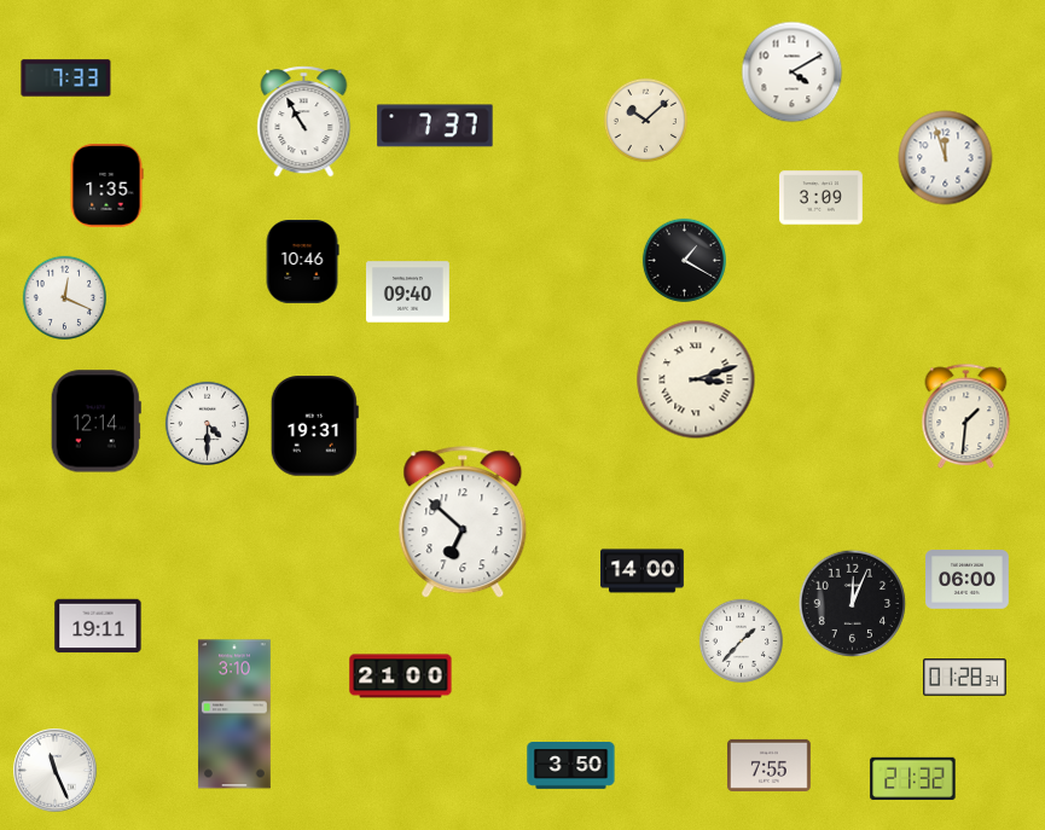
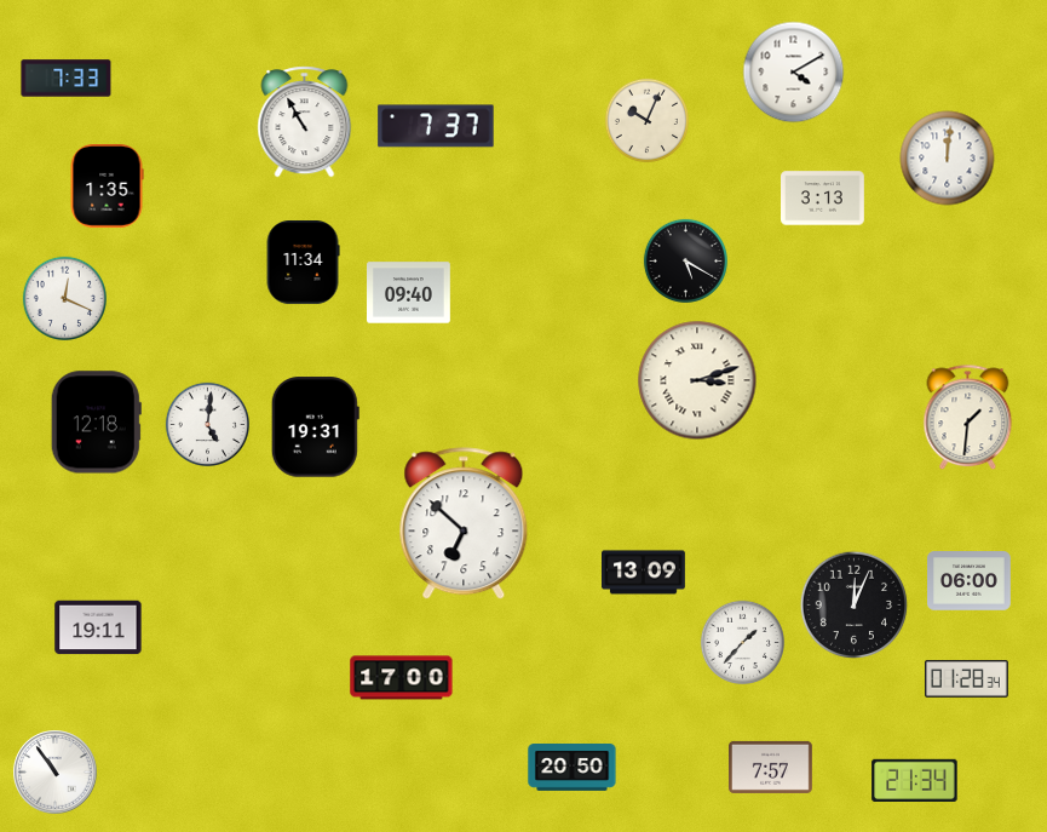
clock at (645, 120): 10:08 -> 10:04
clock at (946, 158): 11:57 -> 12:01
clock at (822, 198): 3:09 -> 3:13
clock at (684, 260): 1:20 -> 5:20
clock at (302, 262): 10:46 -> 11:34
clock at (95, 422): 12:14 -> 12:18
clock at (207, 423): 4:30 -> 5:01
clock at (643, 571): 14:00 -> 13:09
clock at (401, 677): 21:00 -> 17:00
clock at (234, 714): 3:10 -> none
clock at (770, 765): 7:55 -> 7:57
clock at (571, 766): 3:50 -> 20:50
clock at (56, 771): 11:26 -> 10:54
clock at (913, 778): 21:32 -> 21:34
